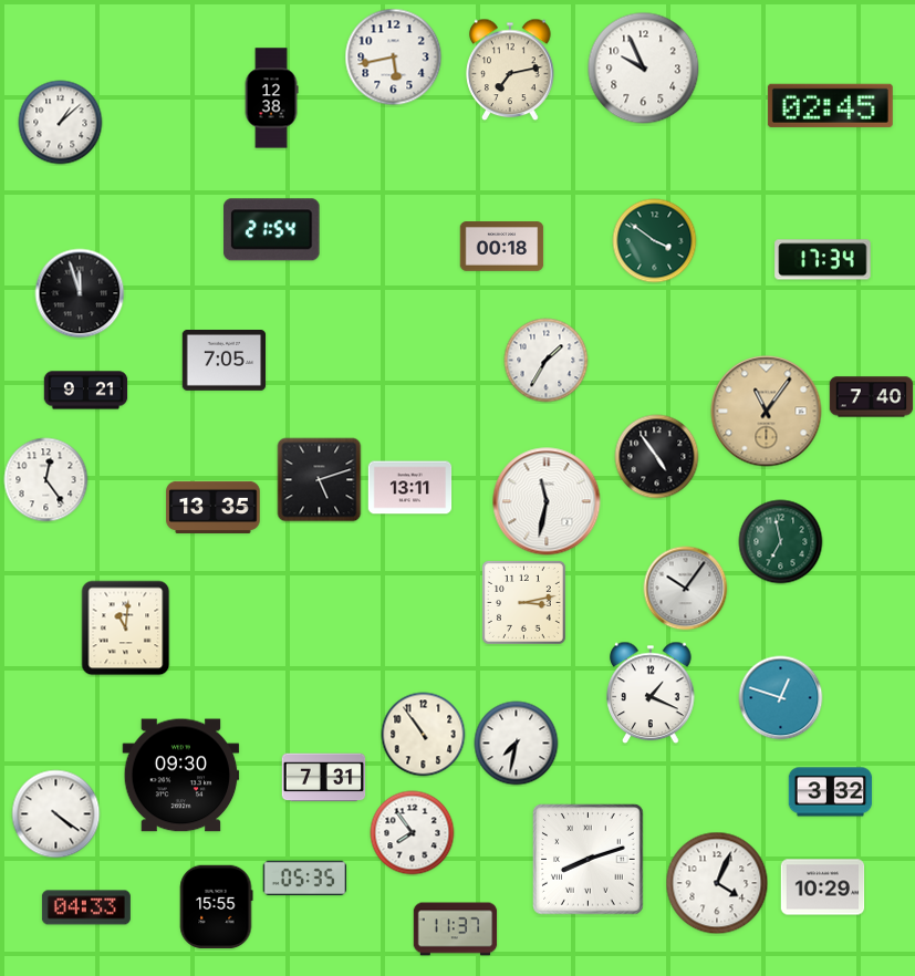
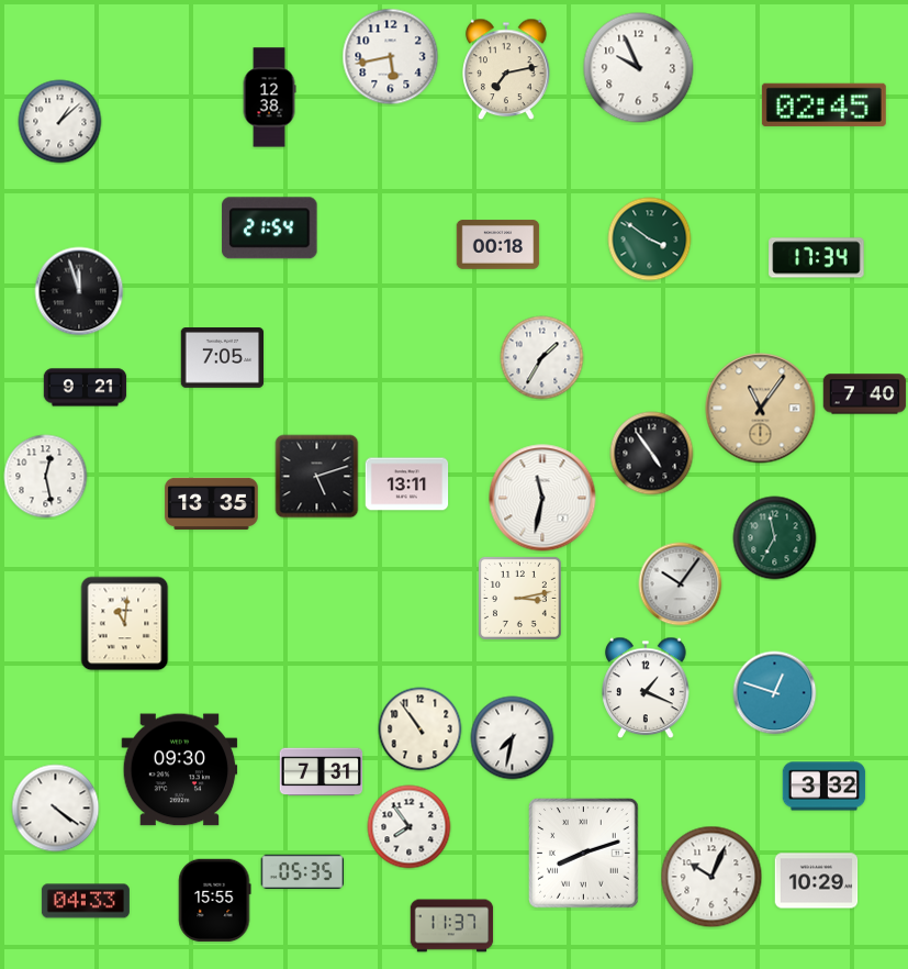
clock at (46, 480): 12:24 -> 12:28
clock at (717, 883): 4:04 -> 10:04
clock at (456, 930) position: (456, 930) -> (452, 926)
